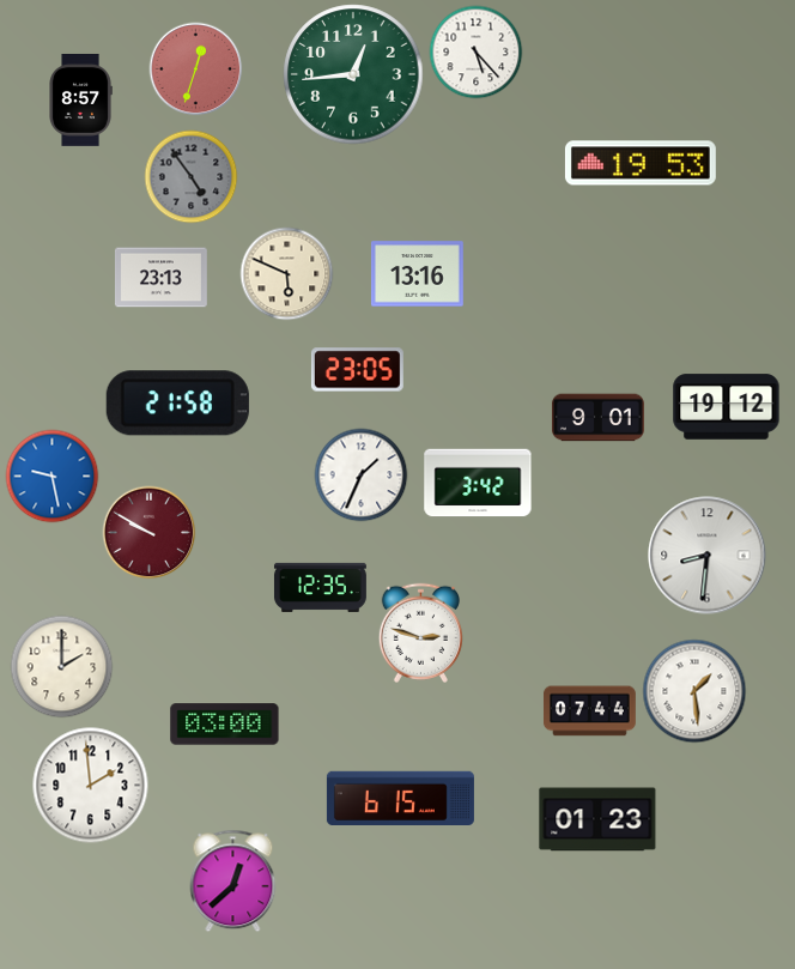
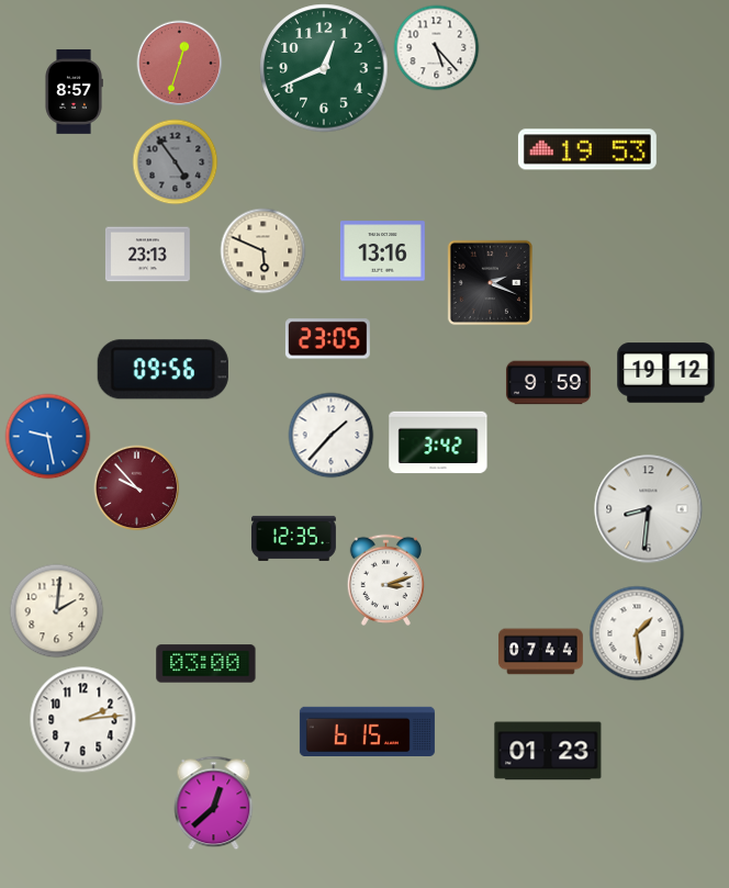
clock at (353, 74): 12:44 -> 12:41
clock at (490, 282): none -> 2:19
clock at (177, 404): 21:58 -> 09:56
clock at (597, 418): 9:01 -> 9:59
clock at (360, 474): 1:34 -> 1:37
clock at (148, 532): 9:50 -> 9:53
clock at (420, 632): 2:48 -> 3:12
clock at (61, 666): 2:00 -> 2:01
clock at (90, 785): 1:59 -> 2:14
clock at (233, 880) position: (233, 880) -> (214, 802)
